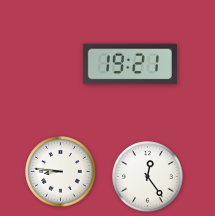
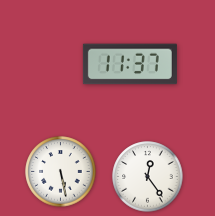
clock at (130, 64): 19:21 -> 11:37
clock at (61, 172): 8:46 -> 5:28
